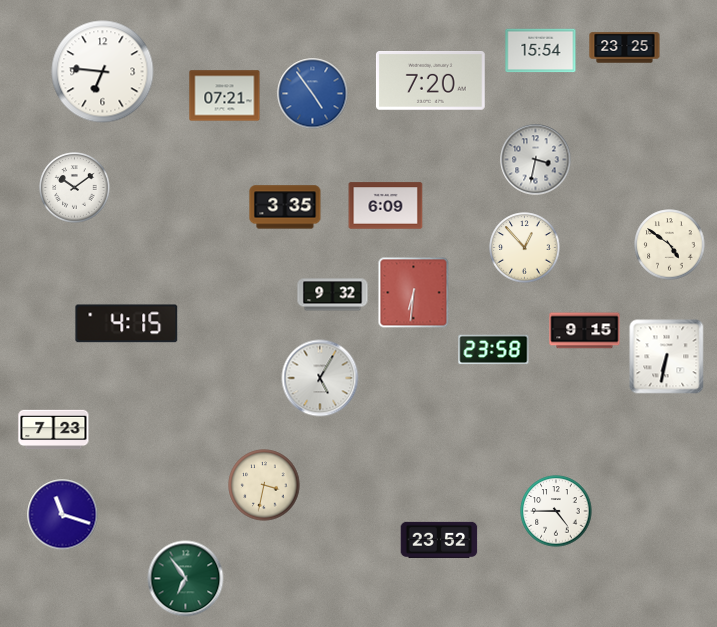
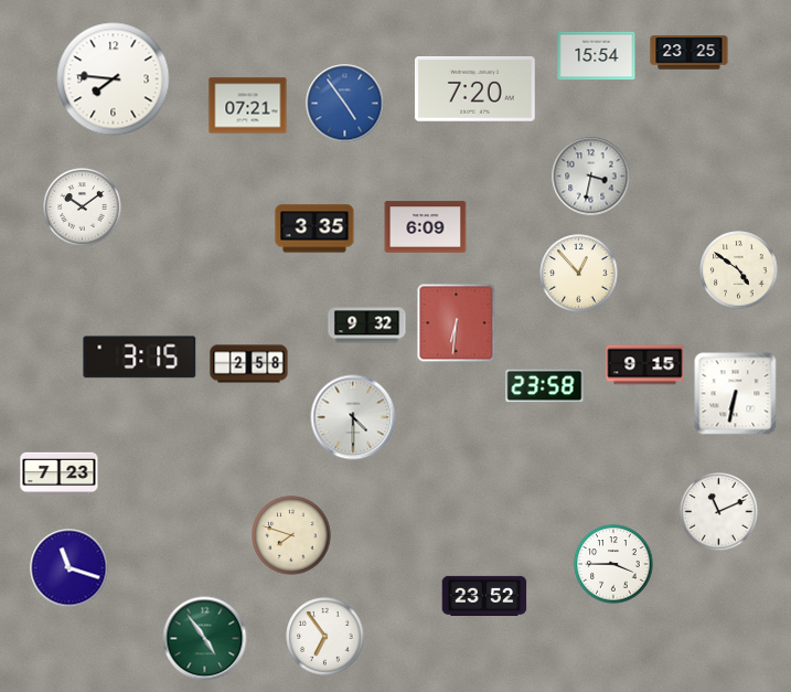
clock at (103, 72): 6:46 -> 7:46
clock at (127, 324): 4:15 -> 3:15
clock at (249, 364): none -> 2:58
clock at (320, 378): 5:05 -> 4:30
clock at (719, 512): none -> 11:11
clock at (264, 485): 3:32 -> 7:48
clock at (556, 511): 4:45 -> 3:45
clock at (325, 637): none -> 6:54
clock at (186, 579): 6:54 -> 4:54
